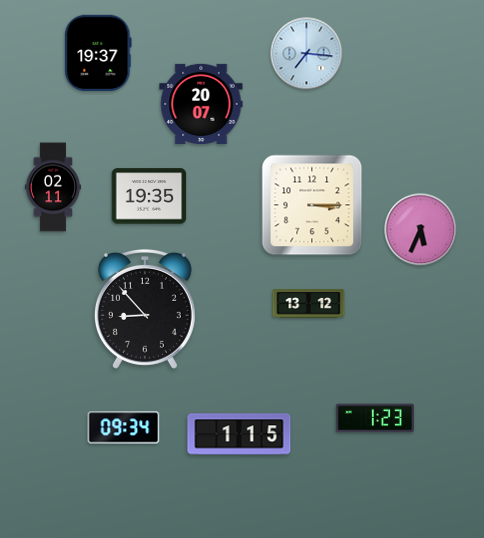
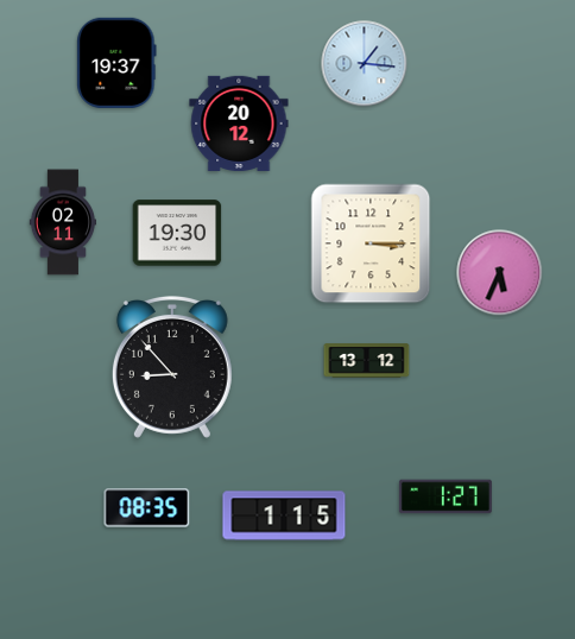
clock at (307, 54): 7:16 -> 1:16
clock at (201, 104): 20:07 -> 20:12
clock at (149, 196): 19:35 -> 19:30
clock at (375, 418): 1:23 -> 1:27
clock at (124, 428): 09:34 -> 08:35
